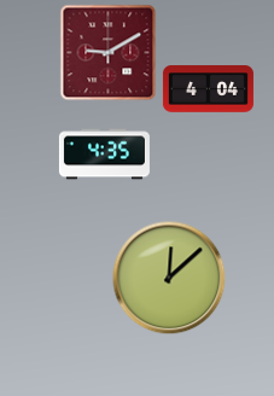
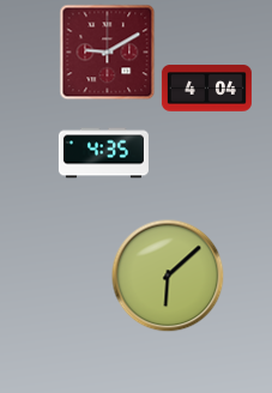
clock at (169, 278): 12:08 -> 6:08
